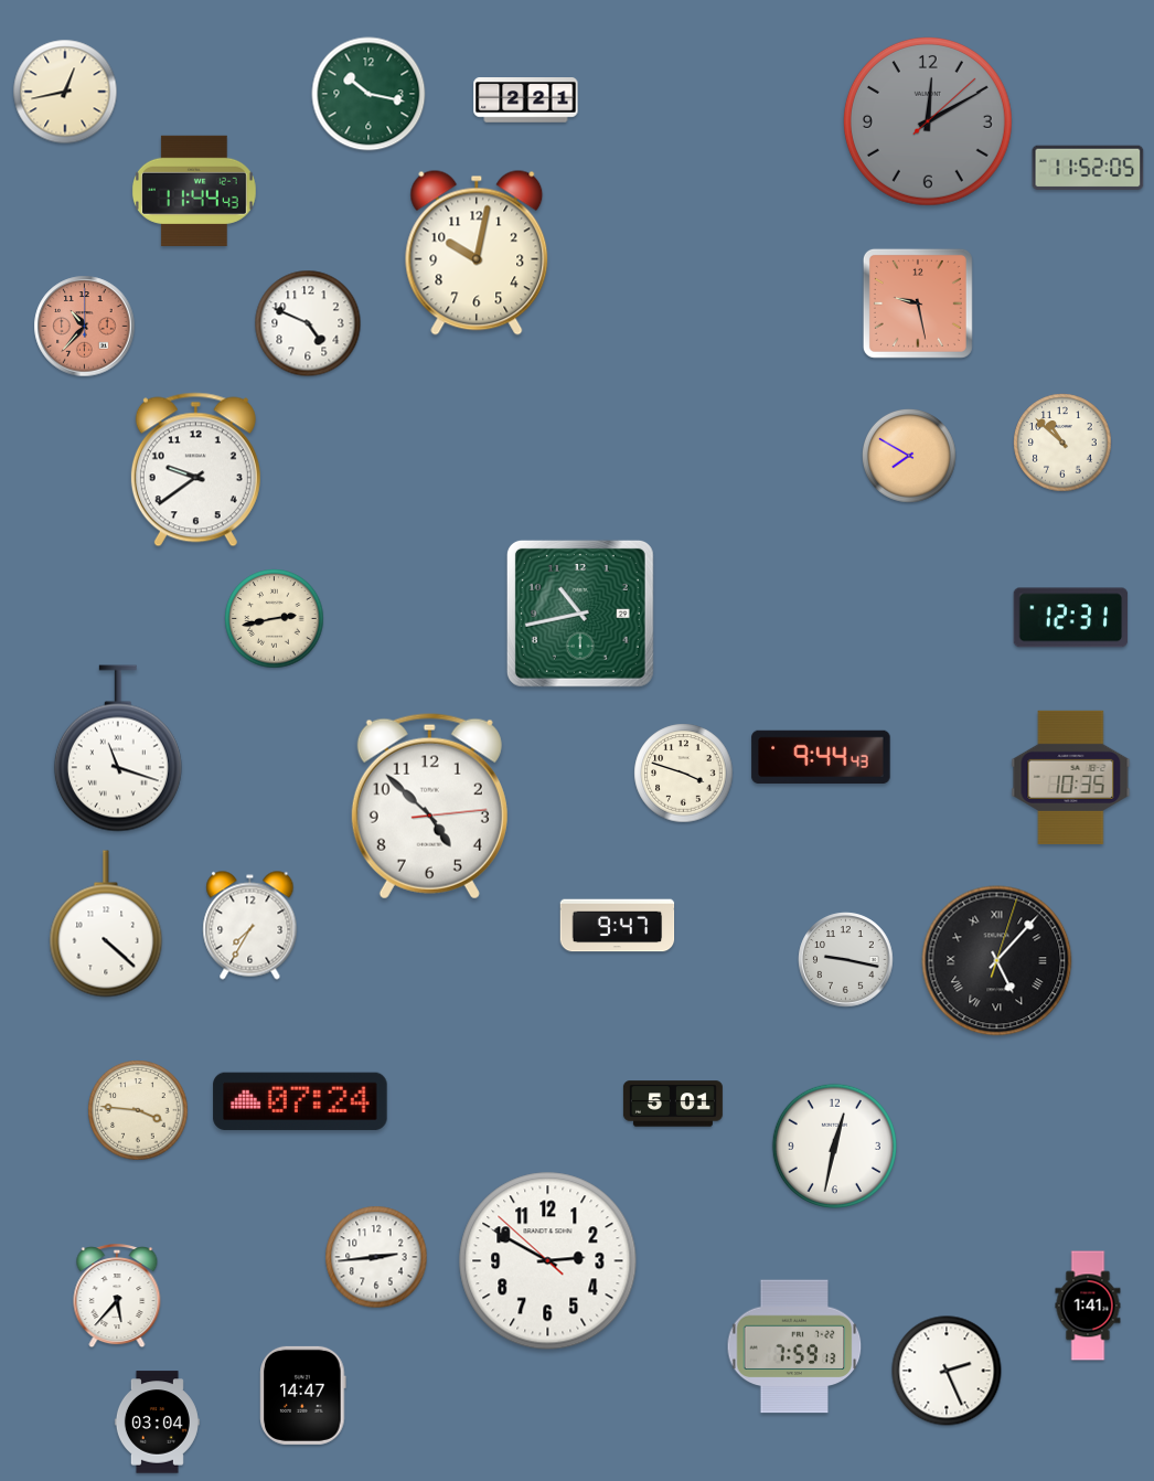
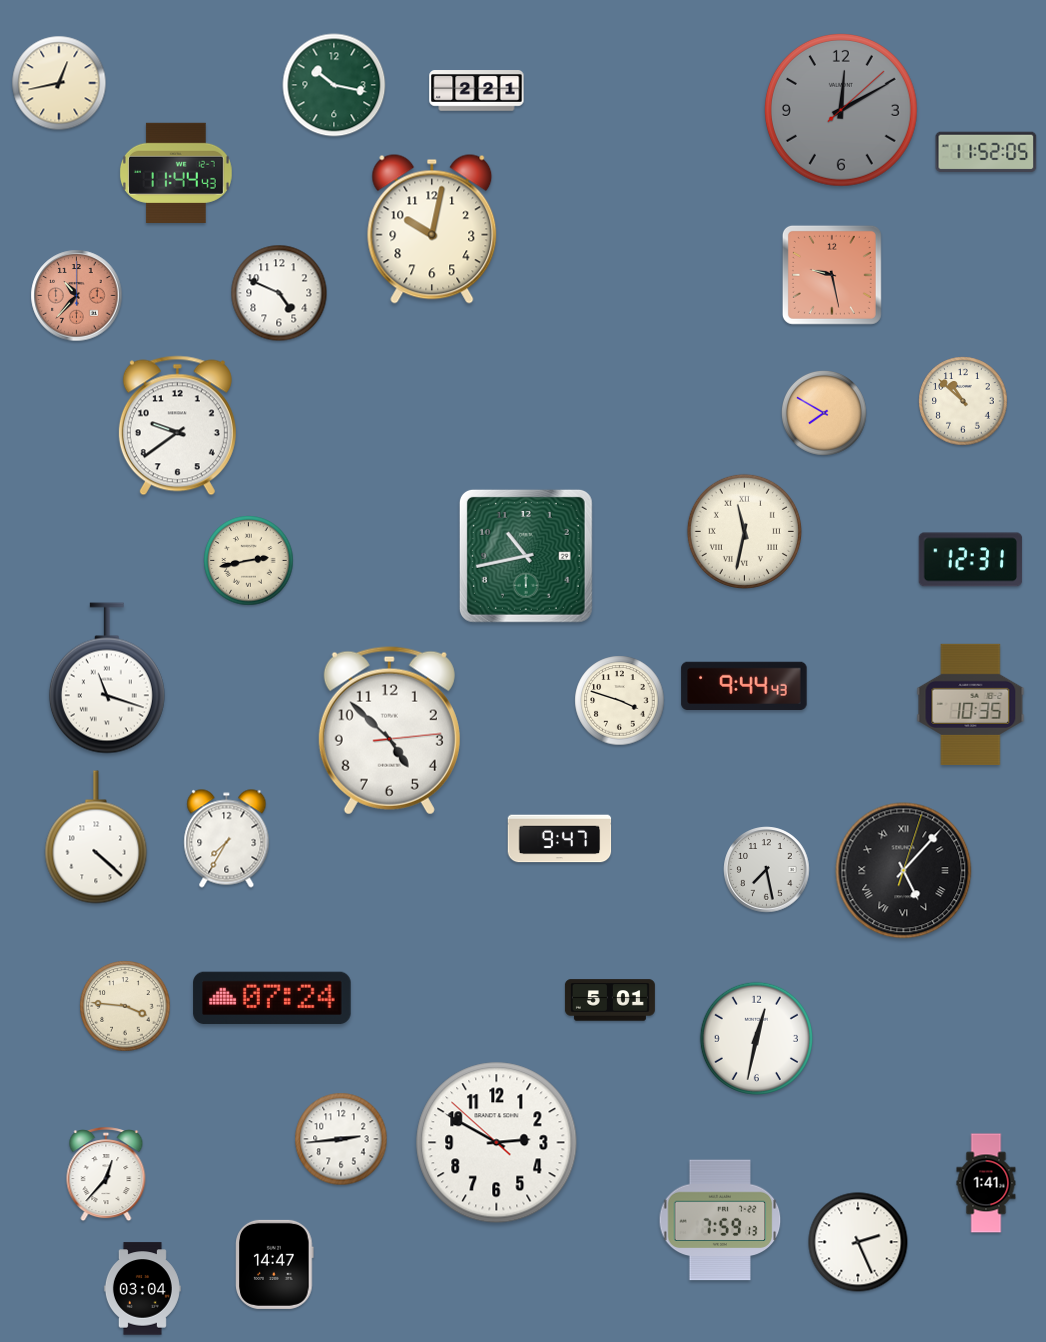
clock at (744, 531): none -> 11:32
clock at (846, 960): 9:17 -> 7:28
clock at (117, 1297): 5:37 -> 12:37
